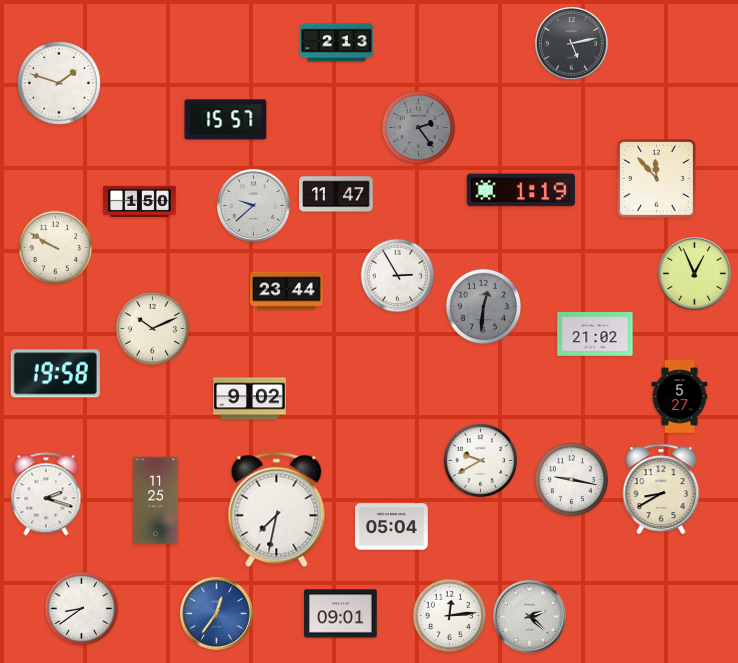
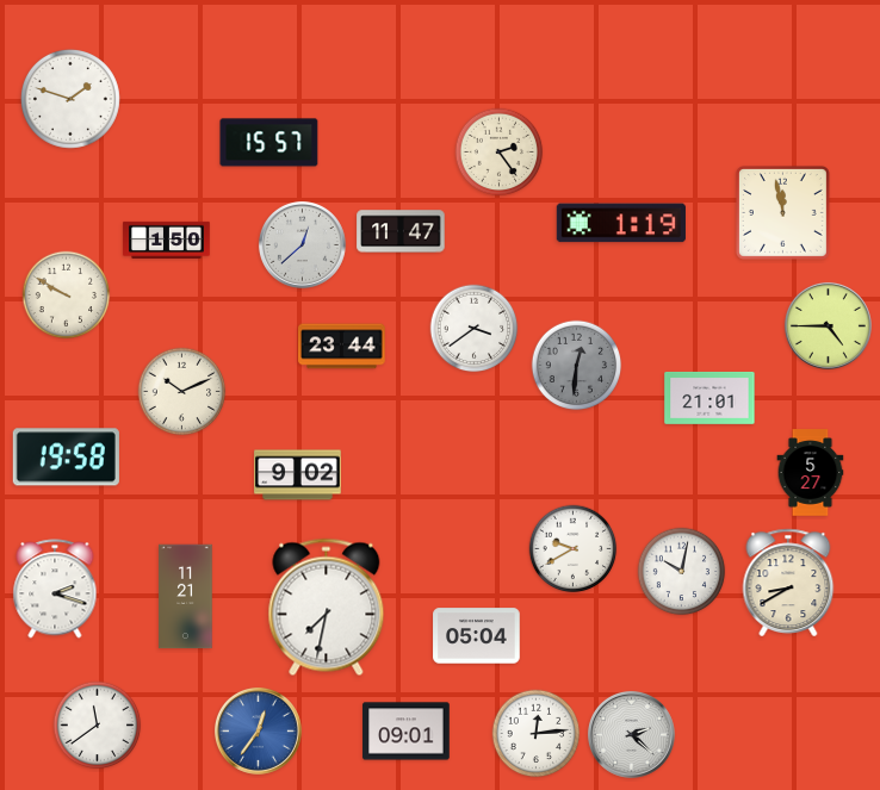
clock at (337, 43): 2:13 -> none
clock at (571, 43): 5:13 -> none
clock at (419, 128) dial: grey -> cream
clock at (656, 178): 11:53 -> 11:58
clock at (521, 190) position: (521, 190) -> (621, 223)
clock at (253, 205): 9:38 -> 12:38
clock at (694, 273): 12:56 -> 4:45
clock at (398, 276): 2:55 -> 3:39
clock at (595, 335): 21:02 -> 21:01
clock at (55, 374) position: (55, 374) -> (66, 458)
clock at (572, 480): 9:17 -> 10:02
clock at (156, 501): 11:25 -> 11:21
clock at (277, 510) position: (277, 510) -> (327, 608)
clock at (392, 527) position: (392, 527) -> (477, 636)
clock at (82, 609): 8:39 -> 11:39
